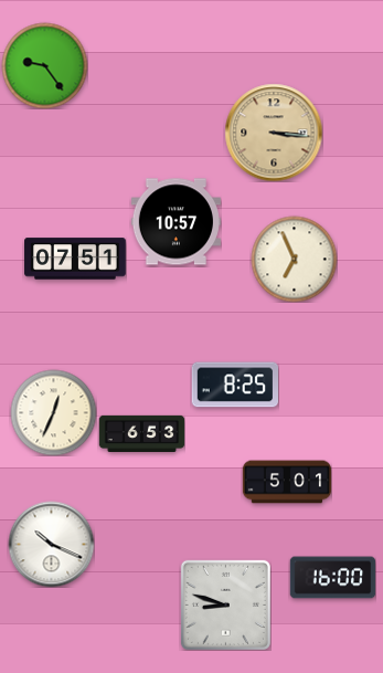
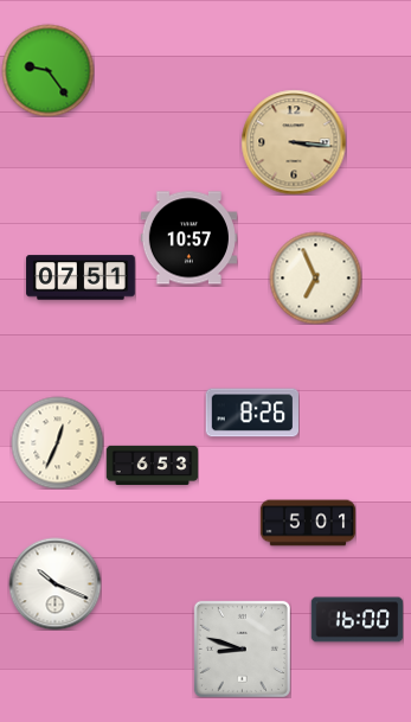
clock at (234, 385): 8:25 -> 8:26
clock at (287, 482) position: (287, 482) -> (308, 523)
